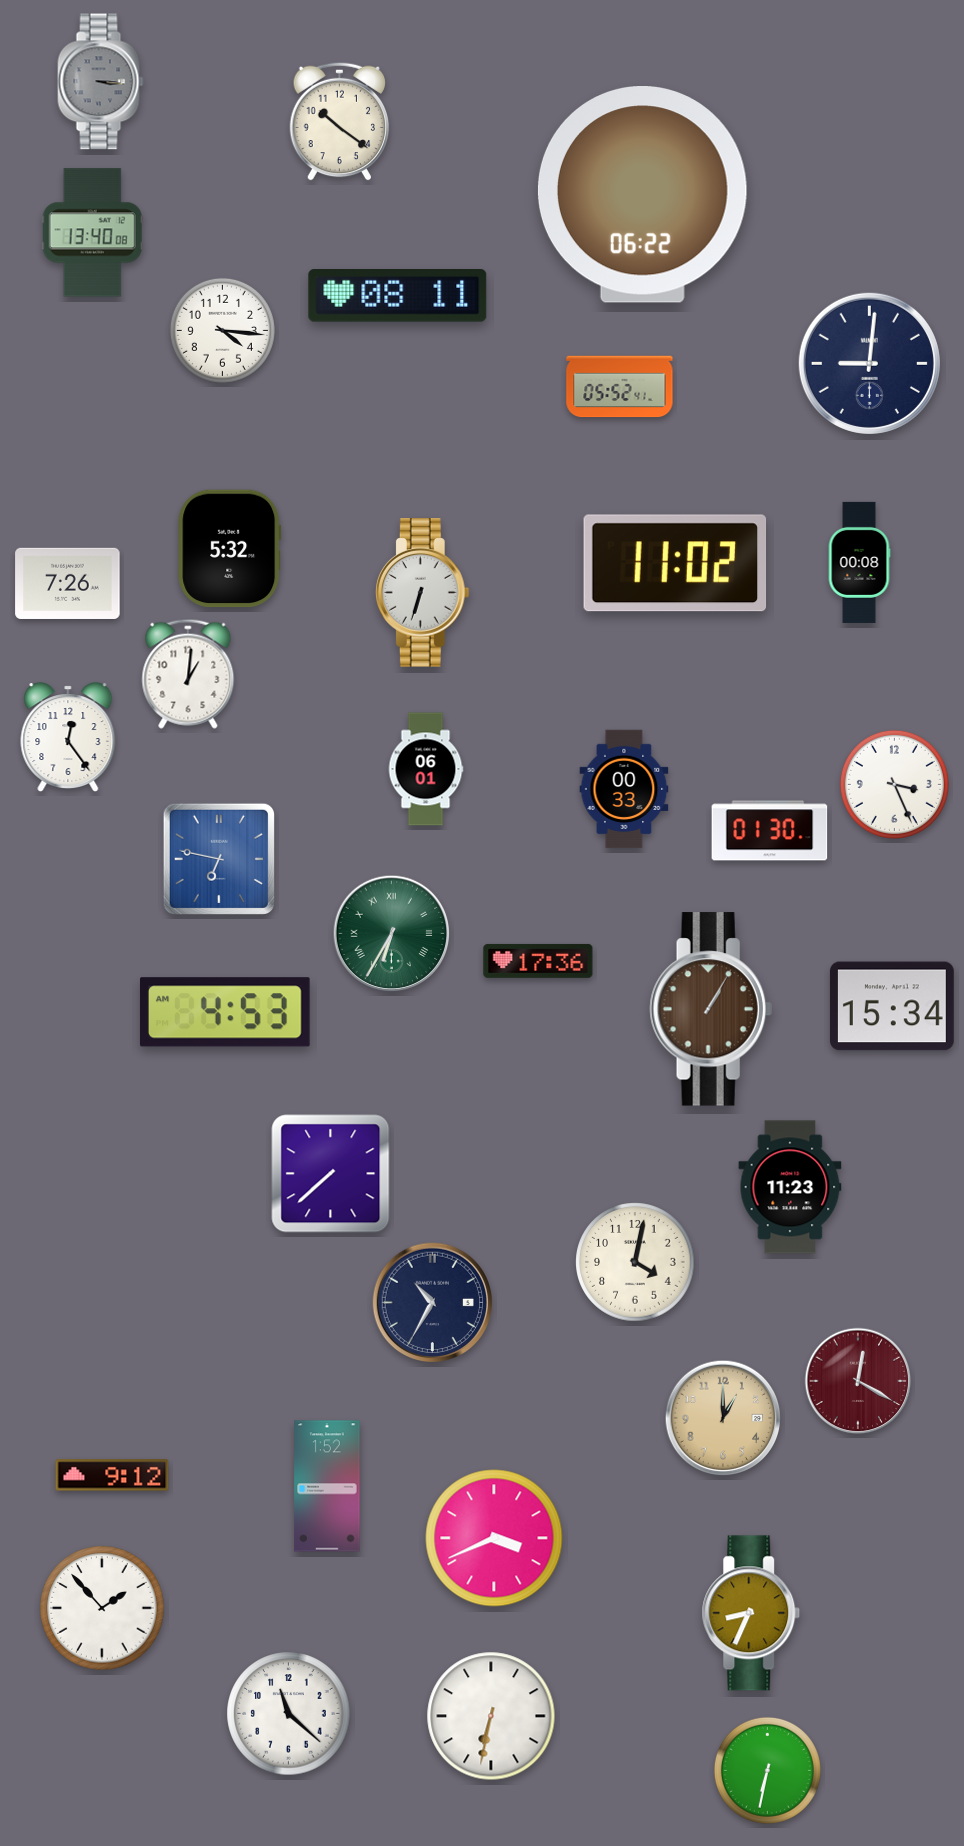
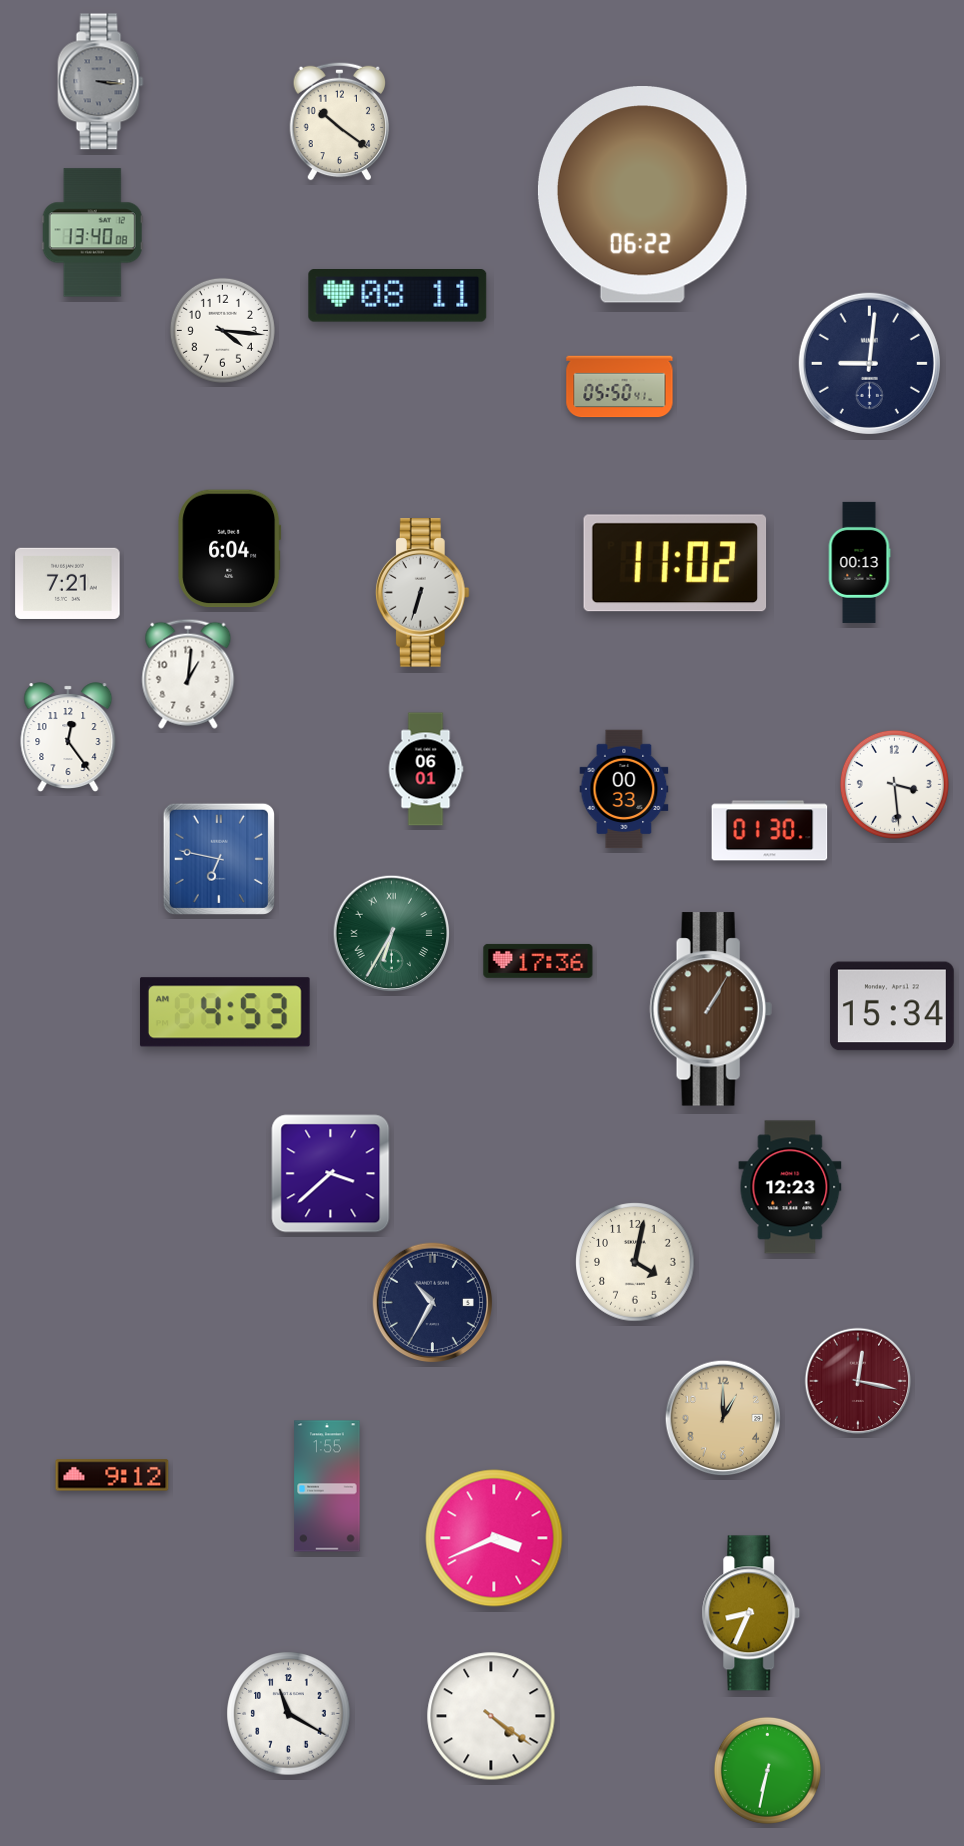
clock at (620, 387): 05:52 -> 05:50
clock at (230, 549): 5:32 -> 6:04
clock at (859, 562): 00:08 -> 00:13
clock at (68, 583): 7:26 -> 7:21
clock at (894, 784): 3:26 -> 3:29
clock at (331, 1174): 7:38 -> 3:38
clock at (790, 1187): 11:23 -> 12:23
clock at (858, 1381): 12:20 -> 12:17
clock at (327, 1486): 1:52 -> 1:55
clock at (102, 1608): 1:53 -> none
clock at (289, 1714): 11:22 -> 11:20
clock at (491, 1716): 6:32 -> 4:21
